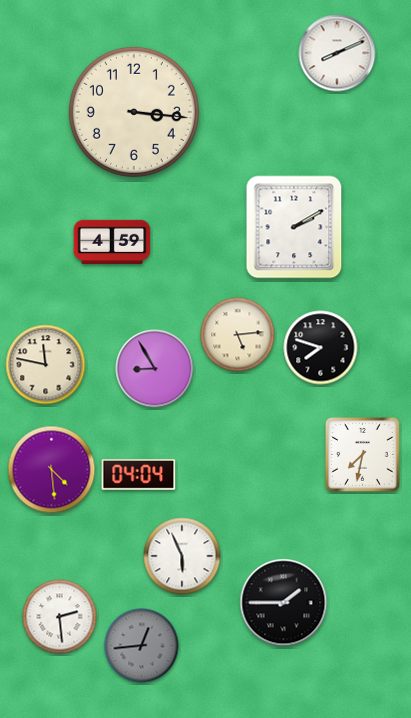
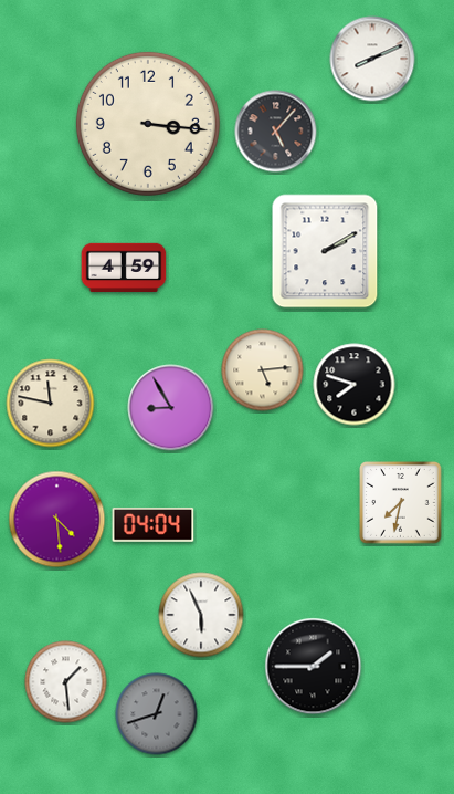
clock at (276, 132): none -> 5:07
clock at (60, 617): 2:29 -> 1:29
clock at (142, 646): 12:44 -> 12:42
